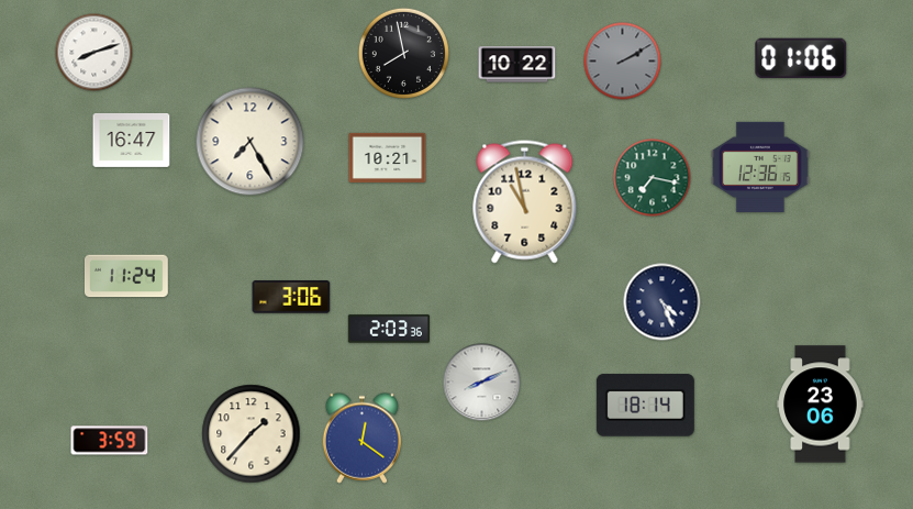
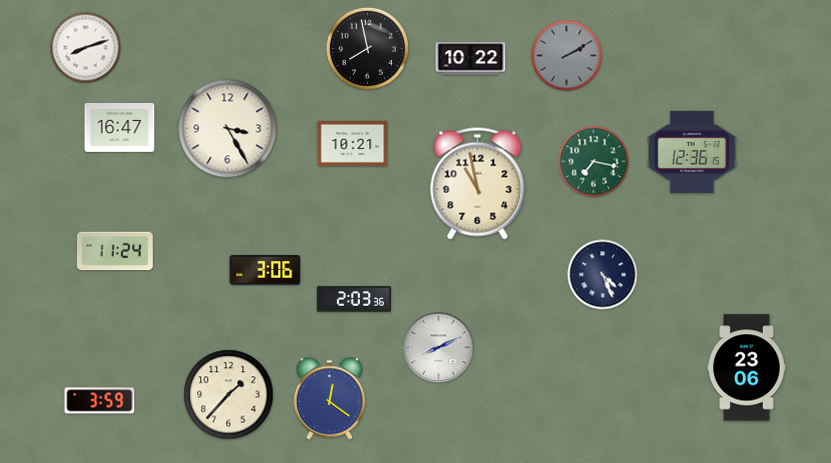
clock at (801, 58): 01:06 -> none
clock at (250, 142): 7:25 -> 3:25
clock at (645, 406): 18:14 -> none
